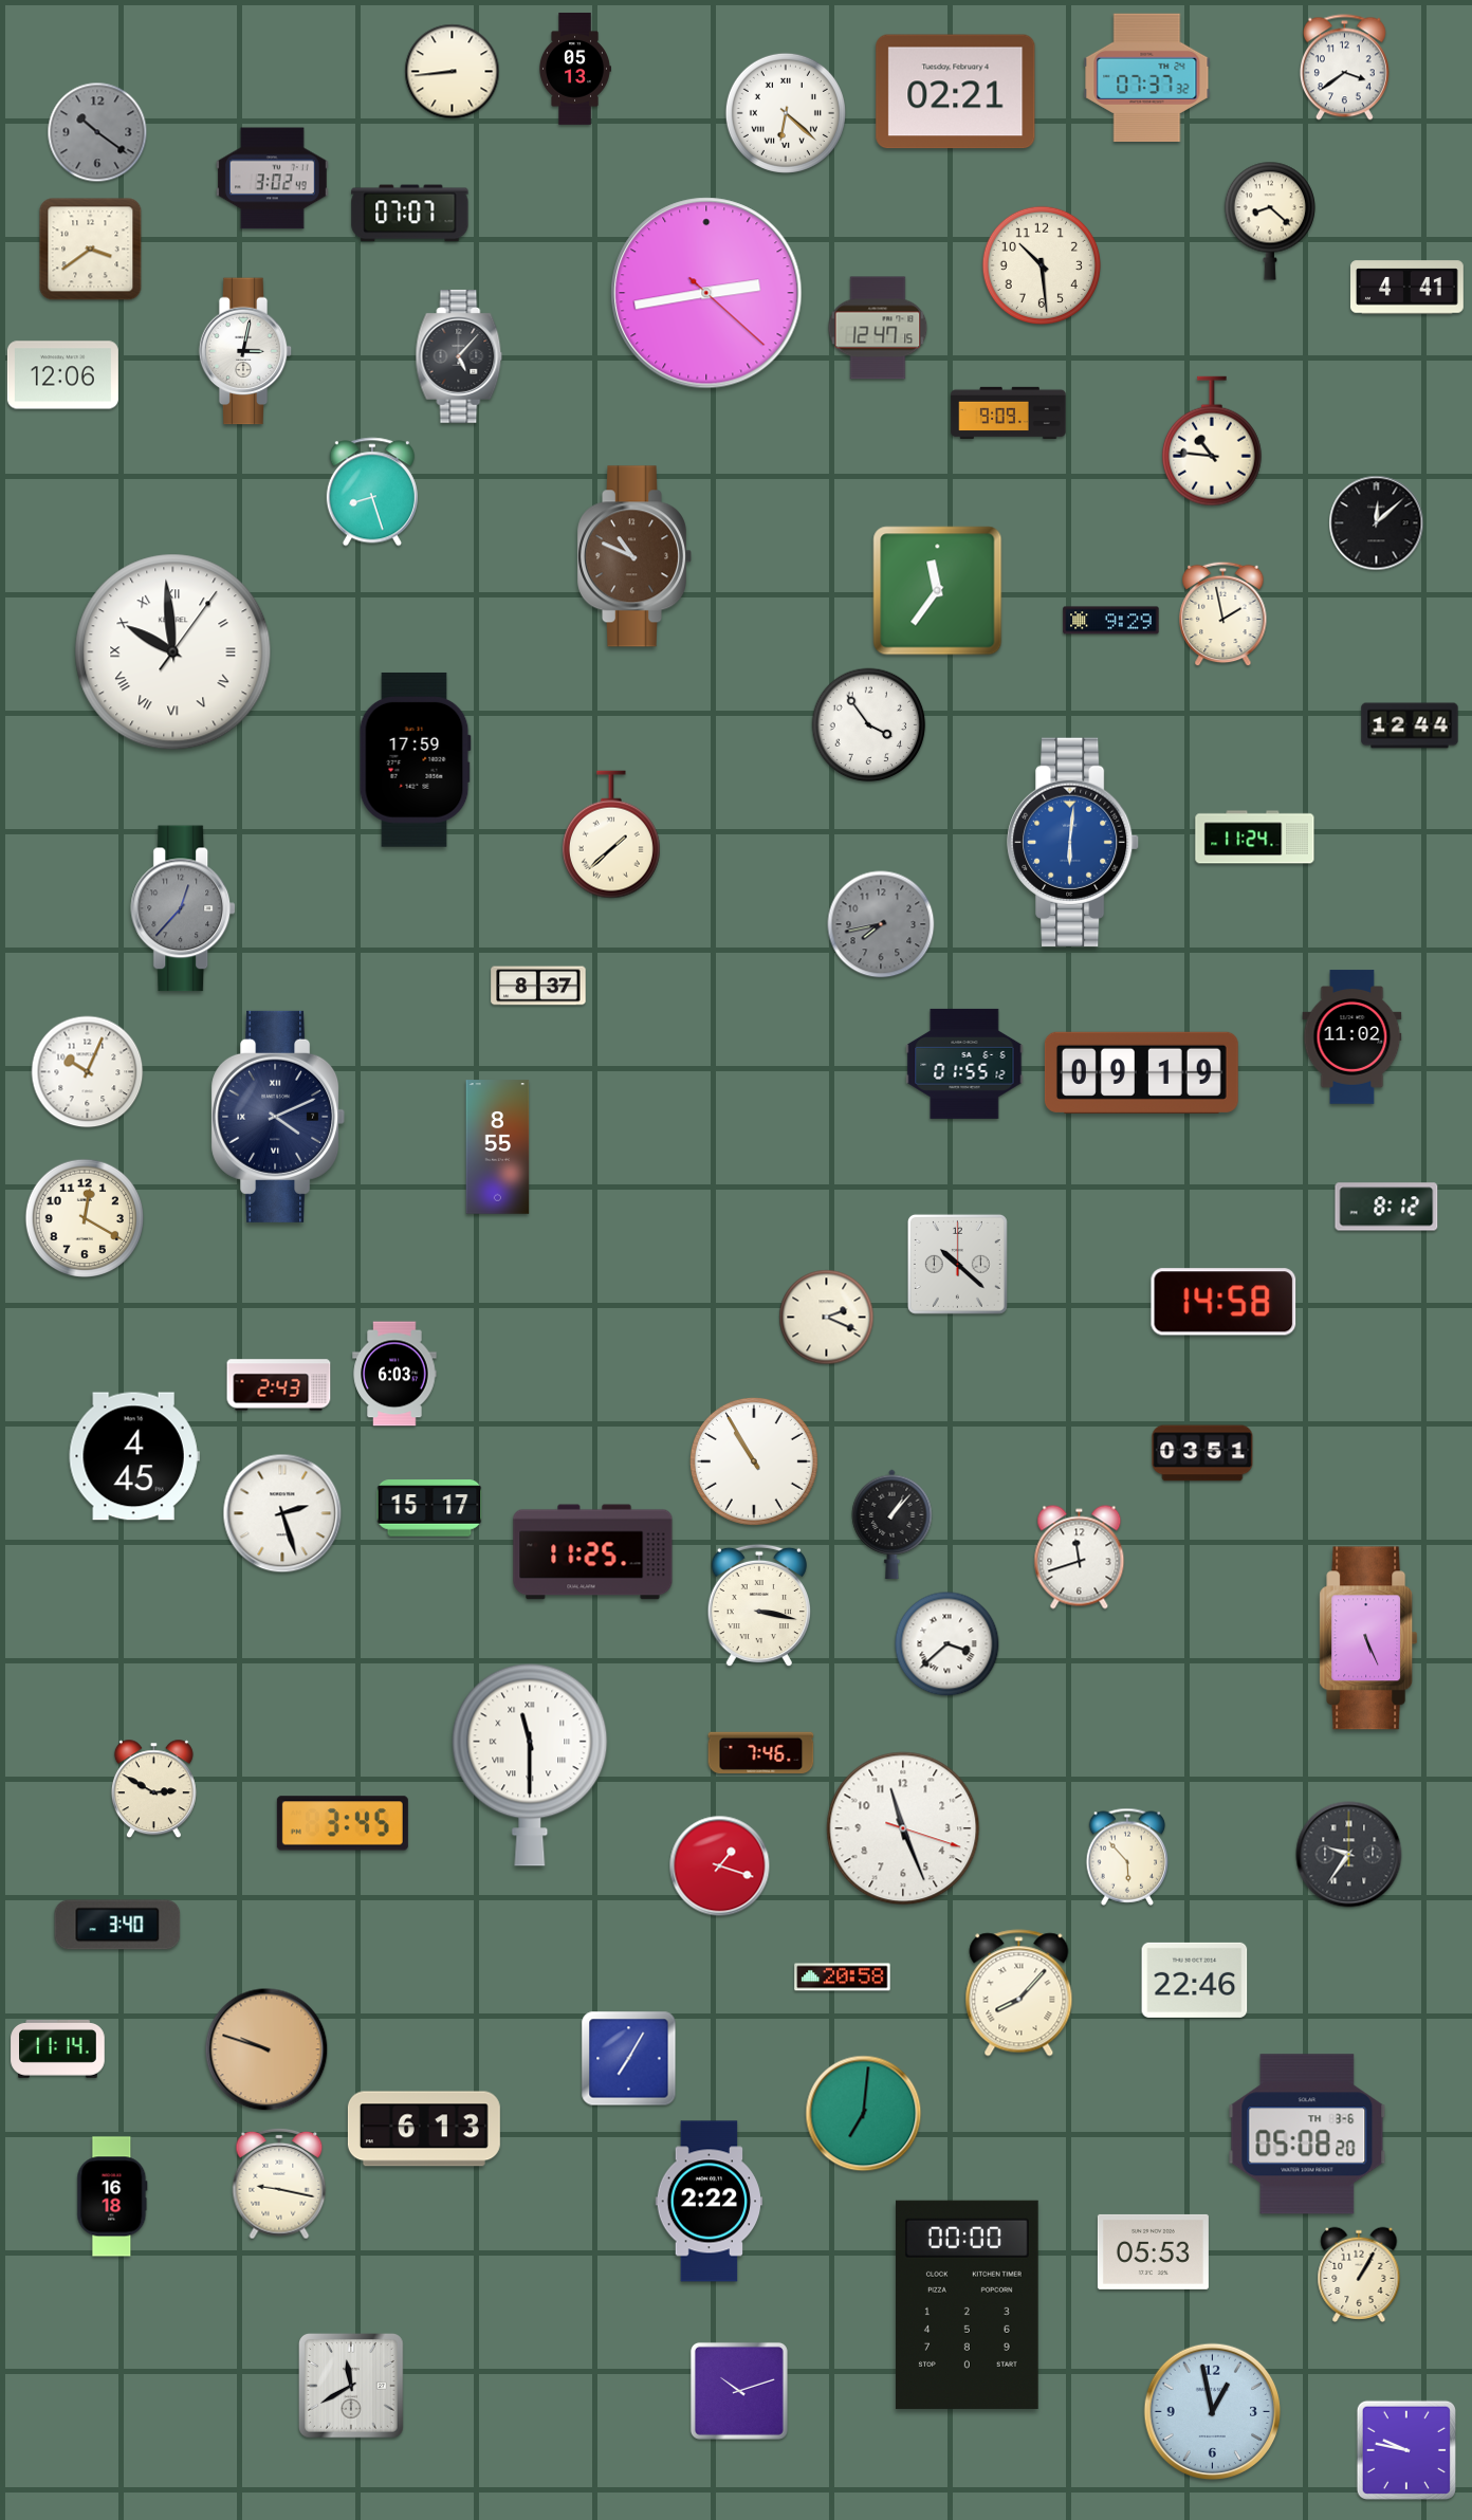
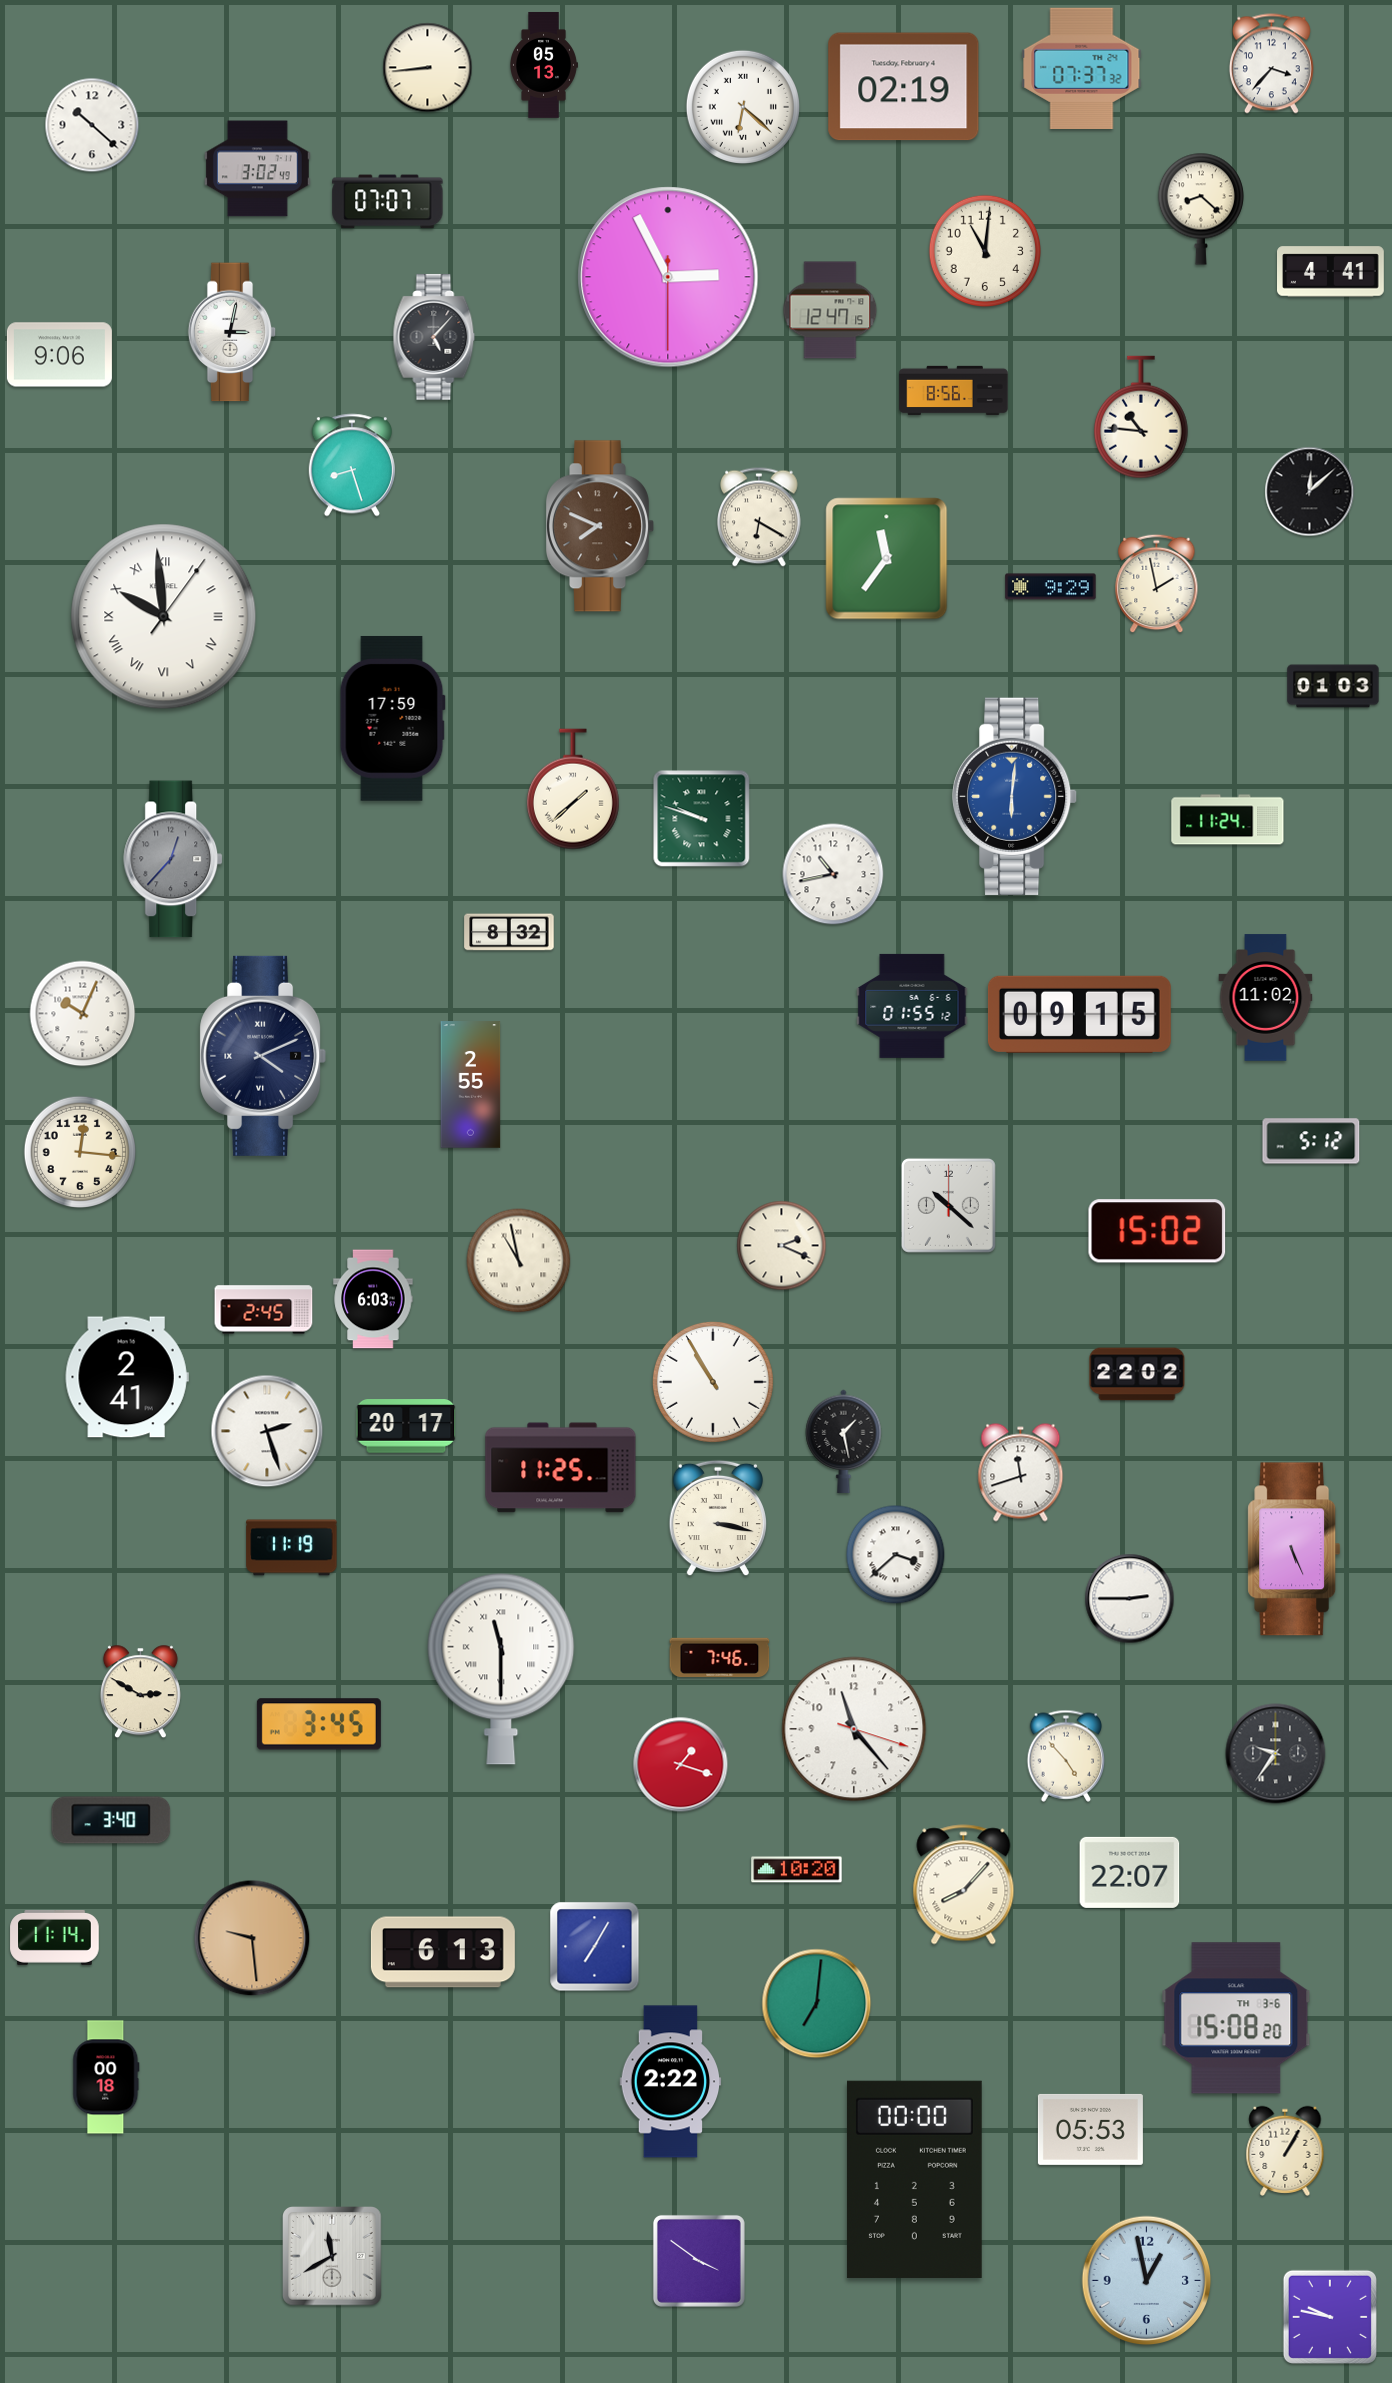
clock at (1344, 68): 3:39 -> 3:37
clock at (1147, 77) position: (1147, 77) -> (1082, 68)
clock at (956, 92): 02:21 -> 02:19
clock at (97, 132): 10:21 -> 10:22
clock at (97, 132) dial: grey -> white
clock at (91, 250): 3:39 -> none
clock at (1041, 264): 10:29 -> 11:01
clock at (706, 293): 2:43 -> 2:55
clock at (62, 375): 12:06 -> 9:06
clock at (1009, 413): 9:09 -> 8:56
clock at (1212, 441) position: (1212, 441) -> (1141, 417)
clock at (1377, 523) position: (1377, 523) -> (1310, 492)
clock at (760, 517): none -> 6:20
clock at (633, 556): 10:49 -> 7:49
clock at (1223, 614) position: (1223, 614) -> (1157, 584)
clock at (869, 725): 3:54 -> none
clock at (1410, 725): 12:44 -> 01:03
clock at (611, 834) position: (611, 834) -> (573, 789)
clock at (1255, 838) position: (1255, 838) -> (1228, 820)
clock at (702, 819): none -> 9:48
clock at (881, 924): 7:43 -> 10:43
clock at (881, 924) dial: grey -> white
clock at (538, 986): 8:37 -> 8:32
clock at (1353, 1037) position: (1353, 1037) -> (1266, 998)
clock at (1141, 1072): 09:19 -> 09:15
clock at (498, 1147): 8:55 -> 2:55
clock at (1386, 1207): 8:12 -> 5:12
clock at (84, 1217): 12:20 -> 12:16
clock at (957, 1264) position: (957, 1264) -> (948, 1205)
clock at (1223, 1302): 14:58 -> 15:02
clock at (519, 1261): none -> 10:58
clock at (279, 1385): 2:43 -> 2:45
clock at (1202, 1453): 03:51 -> 22:02
clock at (134, 1456): 4:45 -> 2:41
clock at (429, 1508): 15:17 -> 20:17
clock at (893, 1524): 1:07 -> 1:28
clock at (292, 1548): none -> 11:19
clock at (1130, 1599): none -> 2:45
clock at (153, 1789) position: (153, 1789) -> (140, 1692)
clock at (343, 1823) position: (343, 1823) -> (319, 1724)
clock at (903, 1828): 11:26 -> 11:23
clock at (1127, 1857): 5:53 -> 4:53
clock at (843, 1978): 20:58 -> 10:20
clock at (1195, 1980): 22:46 -> 22:07
clock at (266, 2049): 9:48 -> 9:29
clock at (864, 2114) position: (864, 2114) -> (817, 2004)
clock at (424, 2129) position: (424, 2129) -> (443, 1952)
clock at (1307, 2134): 05:08 -> 15:08
clock at (279, 2184): 9:17 -> none
clock at (112, 2196): 16:18 -> 00:18
clock at (739, 2391): 10:12 -> 3:51
